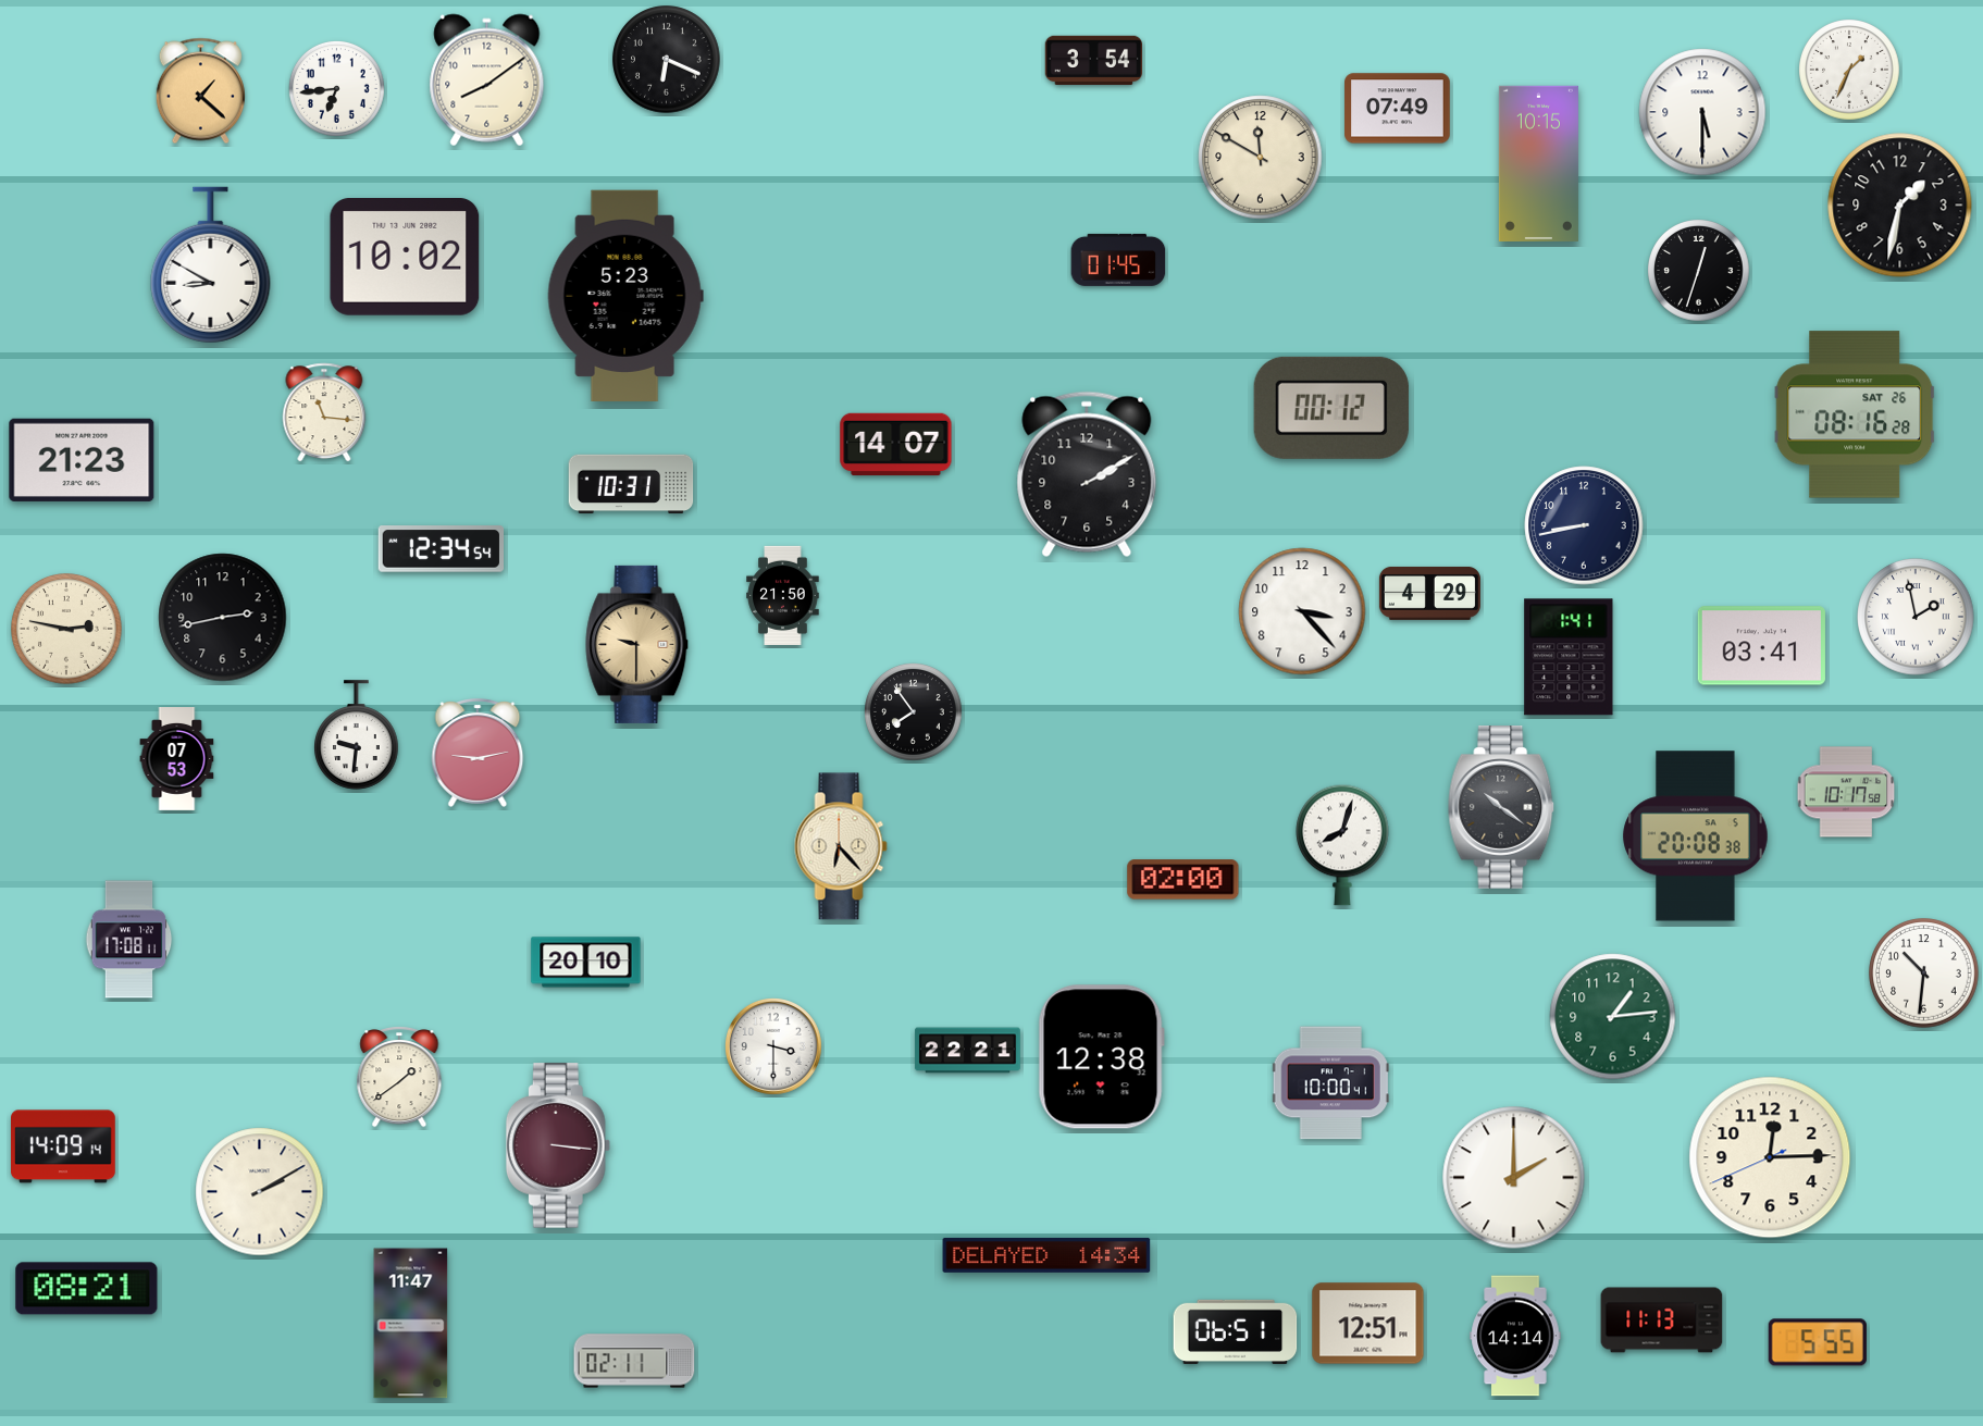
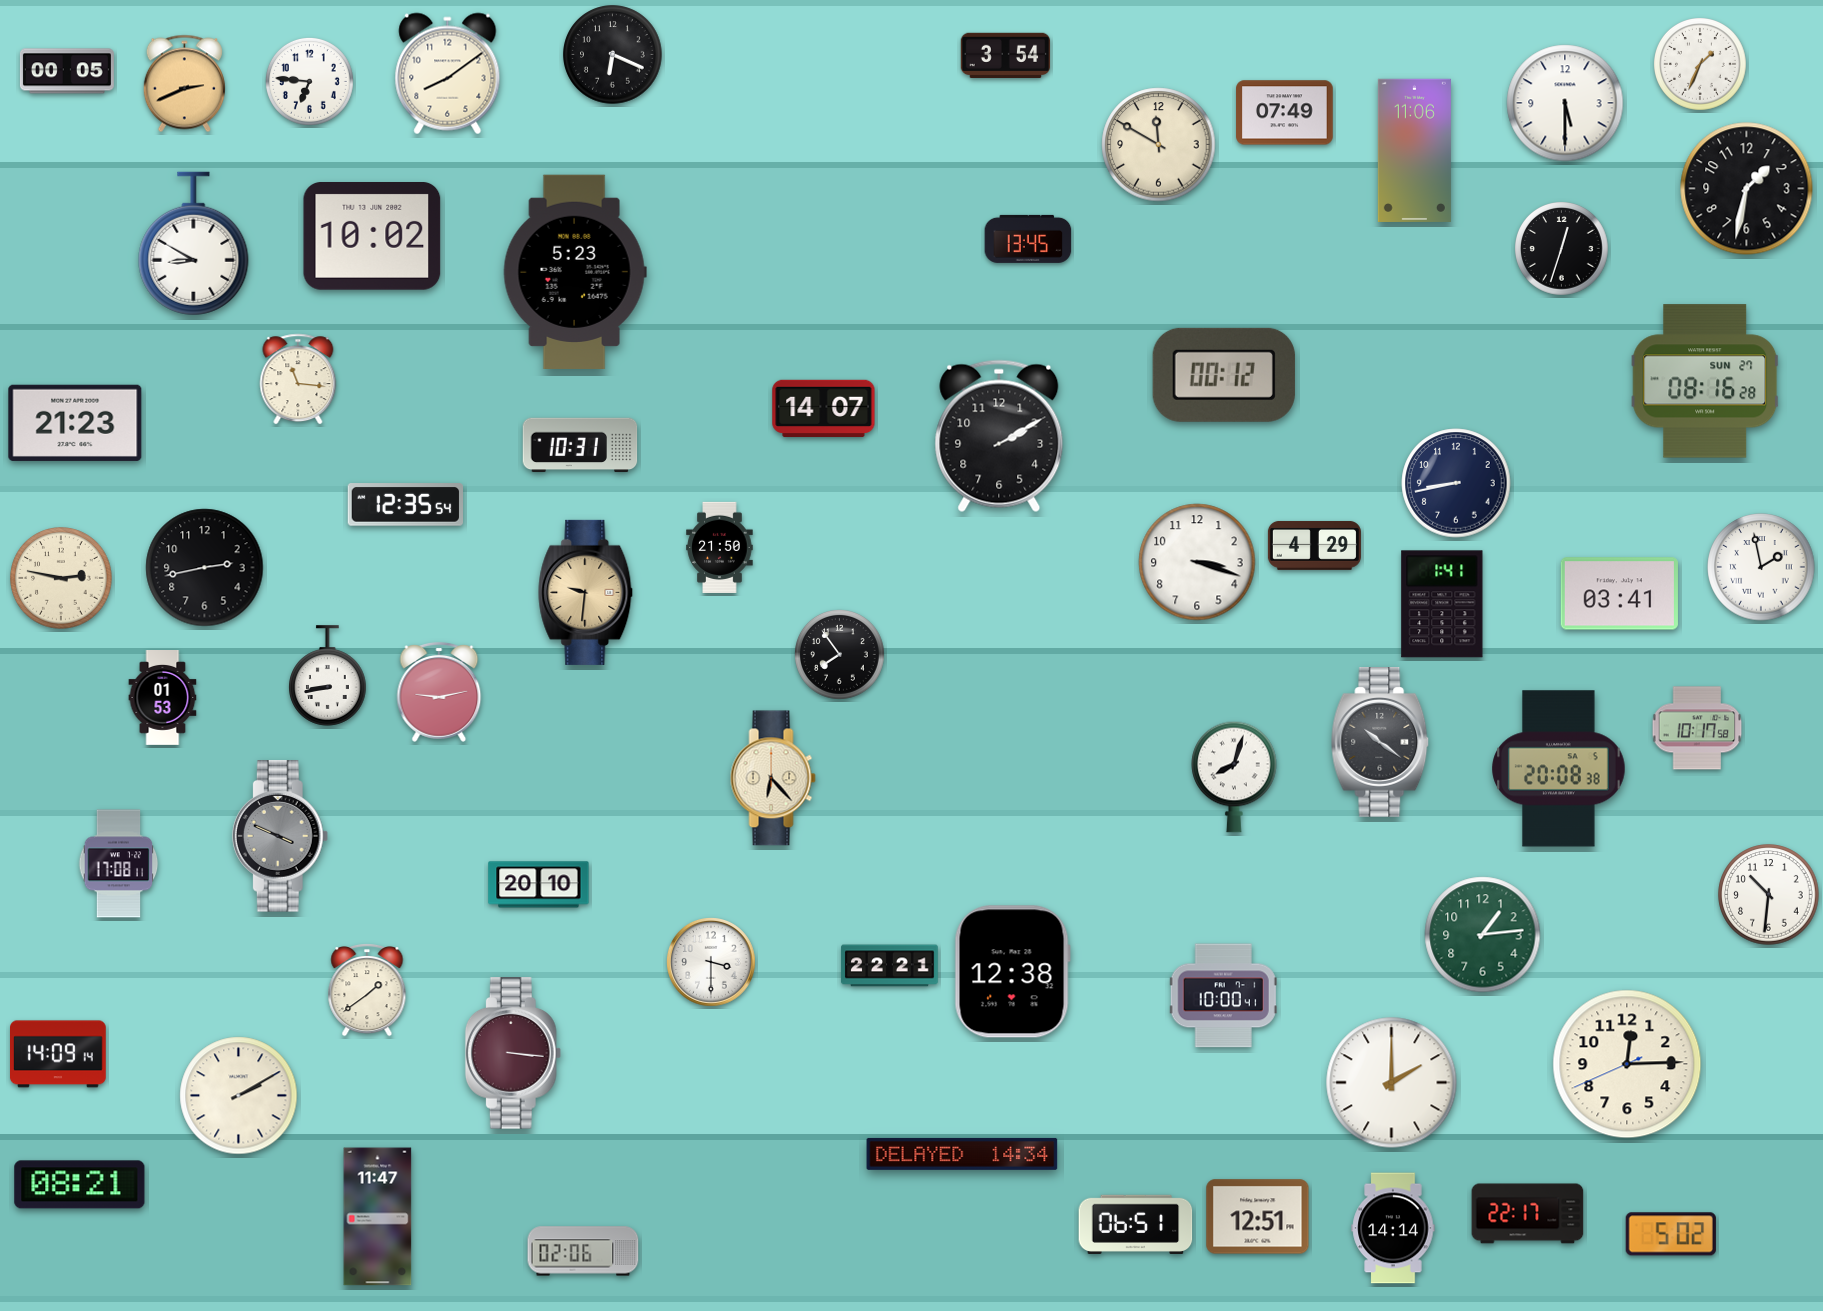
clock at (67, 71): none -> 00:05
clock at (336, 89): 6:44 -> 6:46
clock at (200, 91): 1:22 -> 2:41
clock at (1398, 109) position: (1398, 109) -> (1285, 113)
clock at (1538, 163): 10:15 -> 11:06
clock at (1118, 260): 01:45 -> 13:45
clock at (1855, 414) date: SAT 26 -> SUN 27
clock at (442, 549): 12:34 -> 12:35
clock at (1302, 611): 3:23 -> 3:18
clock at (637, 644): 9:30 -> 9:31
clock at (357, 735): 9:31 -> 8:43
clock at (177, 759): 07:53 -> 01:53
clock at (1183, 880): 02:00 -> none
clock at (280, 836): none -> 3:49
clock at (1662, 1320): 11:13 -> 22:17
clock at (1818, 1342): 5:55 -> 5:02
clock at (634, 1361): 02:11 -> 02:06
